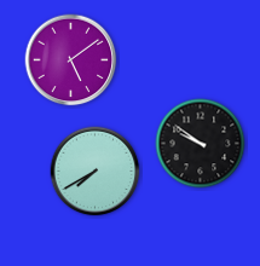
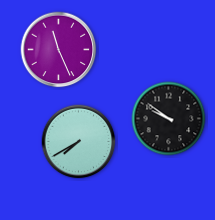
clock at (71, 60): 5:09 -> 11:26
clock at (201, 144) position: (201, 144) -> (169, 119)
